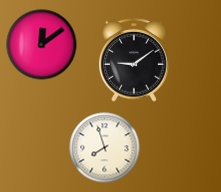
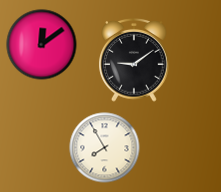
clock at (105, 148): 7:57 -> 7:55
